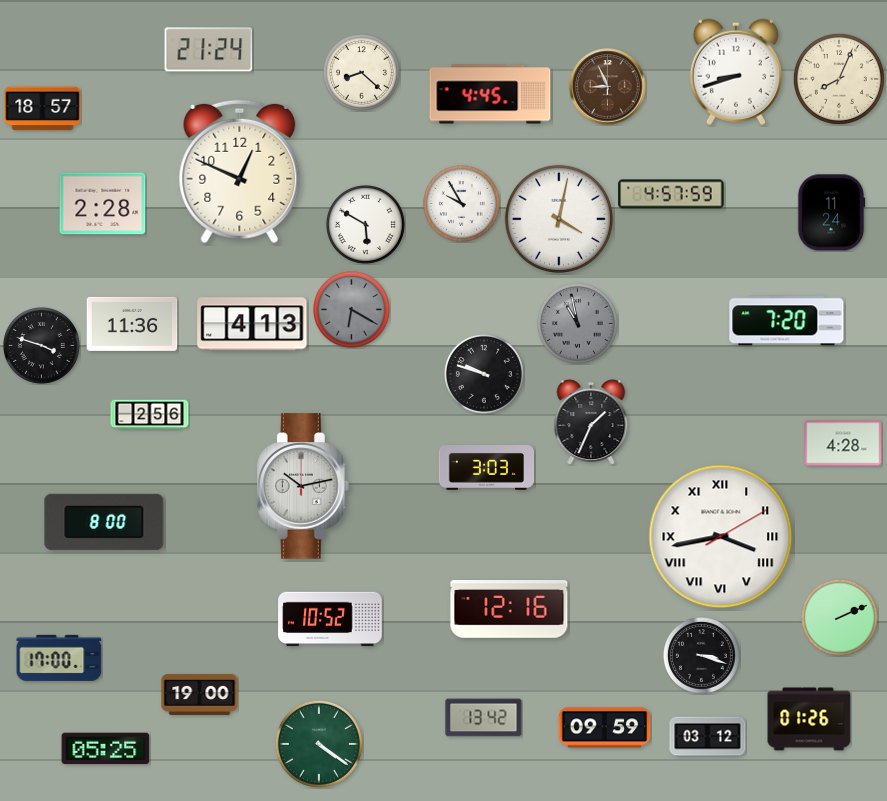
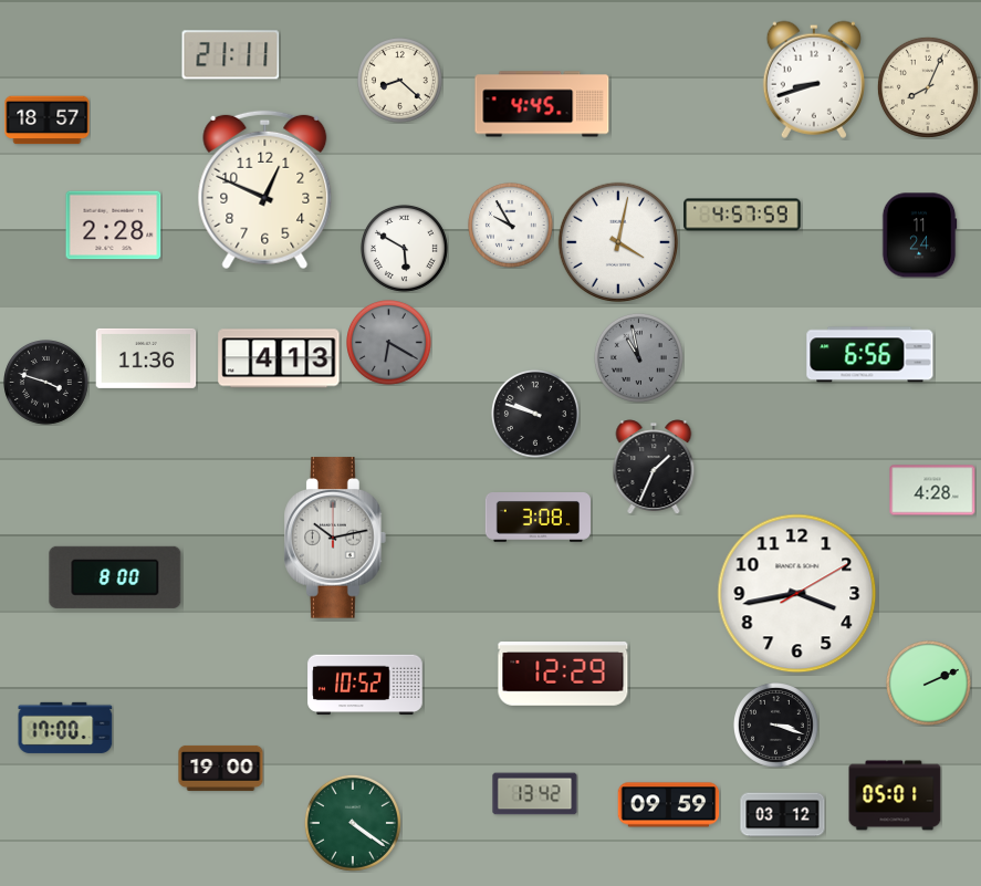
clock at (209, 50): 21:24 -> 21:11
clock at (608, 87): 8:56 -> none
clock at (787, 321): 7:20 -> 6:56
clock at (150, 415): 2:56 -> none
clock at (486, 468): 3:03 -> 3:08
clock at (721, 537) numerals: Roman -> Arabic
clock at (509, 609): 12:16 -> 12:29
clock at (809, 719): 01:26 -> 05:01
clock at (106, 749): 05:25 -> none
